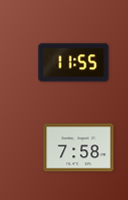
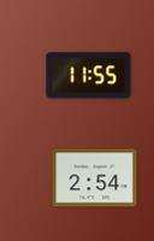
clock at (79, 148): 7:58 -> 2:54
